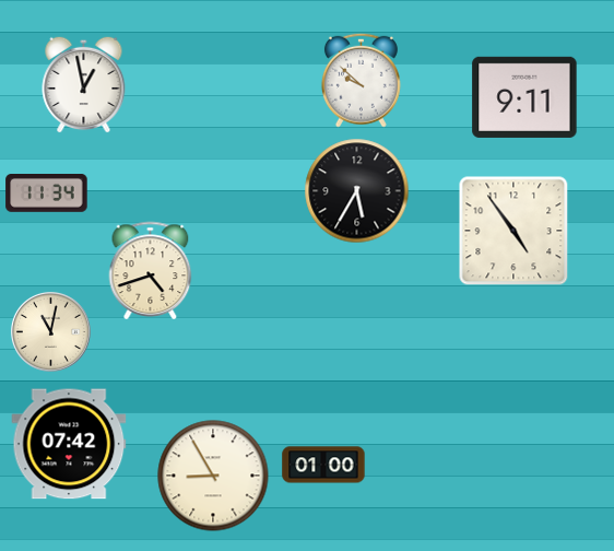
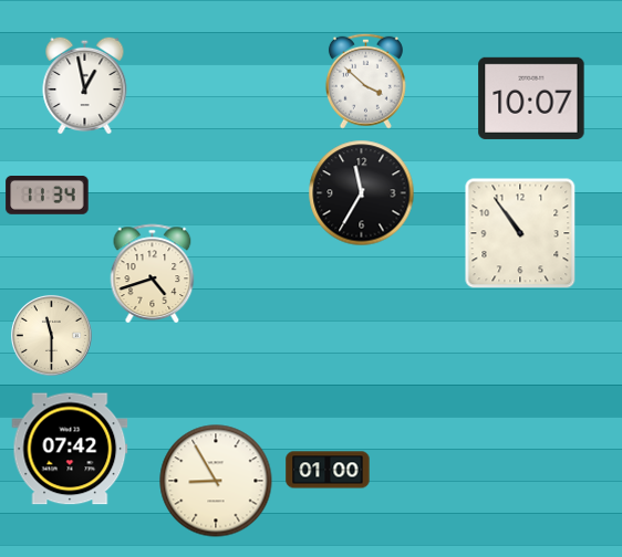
clock at (361, 80): 9:52 -> 3:52
clock at (524, 97): 9:11 -> 10:07
clock at (357, 191): 5:35 -> 11:35
clock at (513, 231): 4:54 -> 10:54
clock at (50, 331): 11:02 -> 11:30
